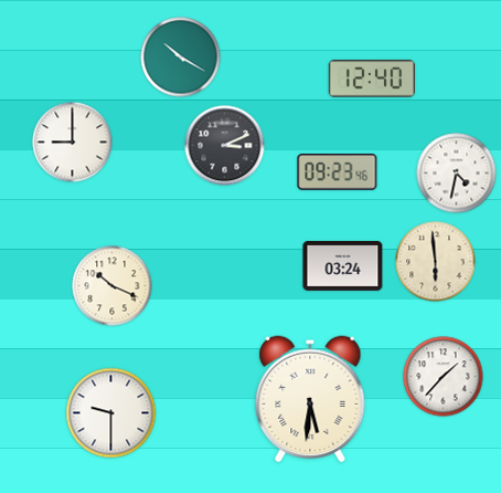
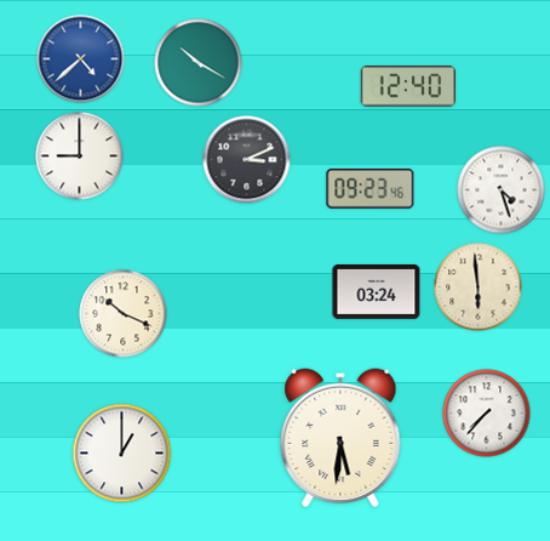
clock at (81, 59): none -> 4:38
clock at (457, 174): 4:32 -> 4:27
clock at (444, 377): 1:37 -> 7:37
clock at (111, 413): 9:30 -> 1:00
